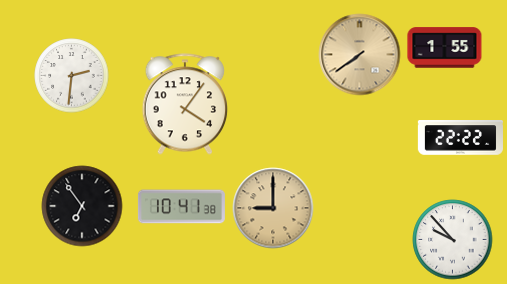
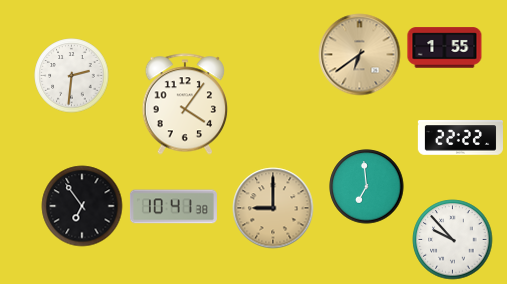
clock at (360, 55): 7:39 -> 6:39
clock at (367, 187): none -> 6:59
clock at (181, 207) position: (181, 207) -> (173, 207)
